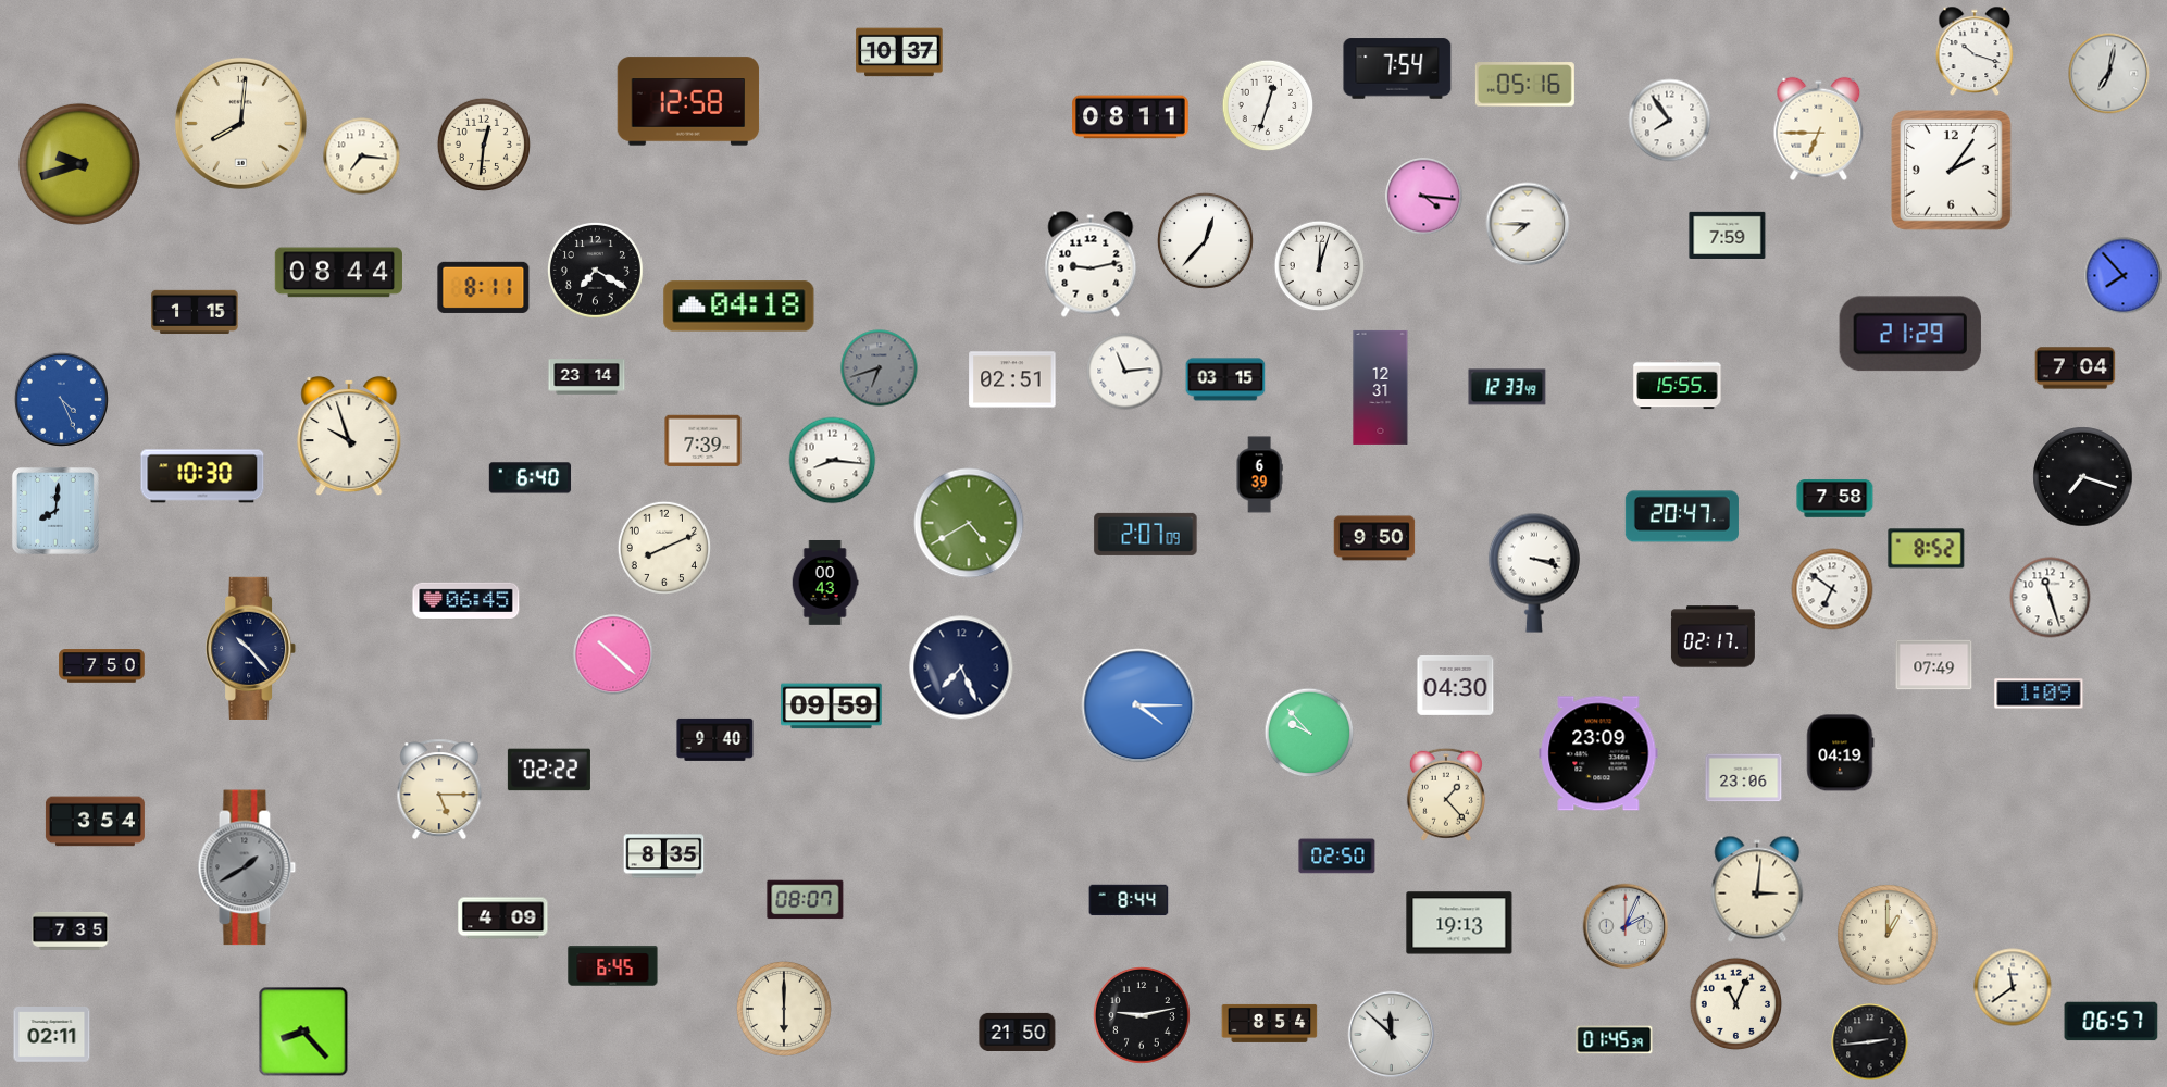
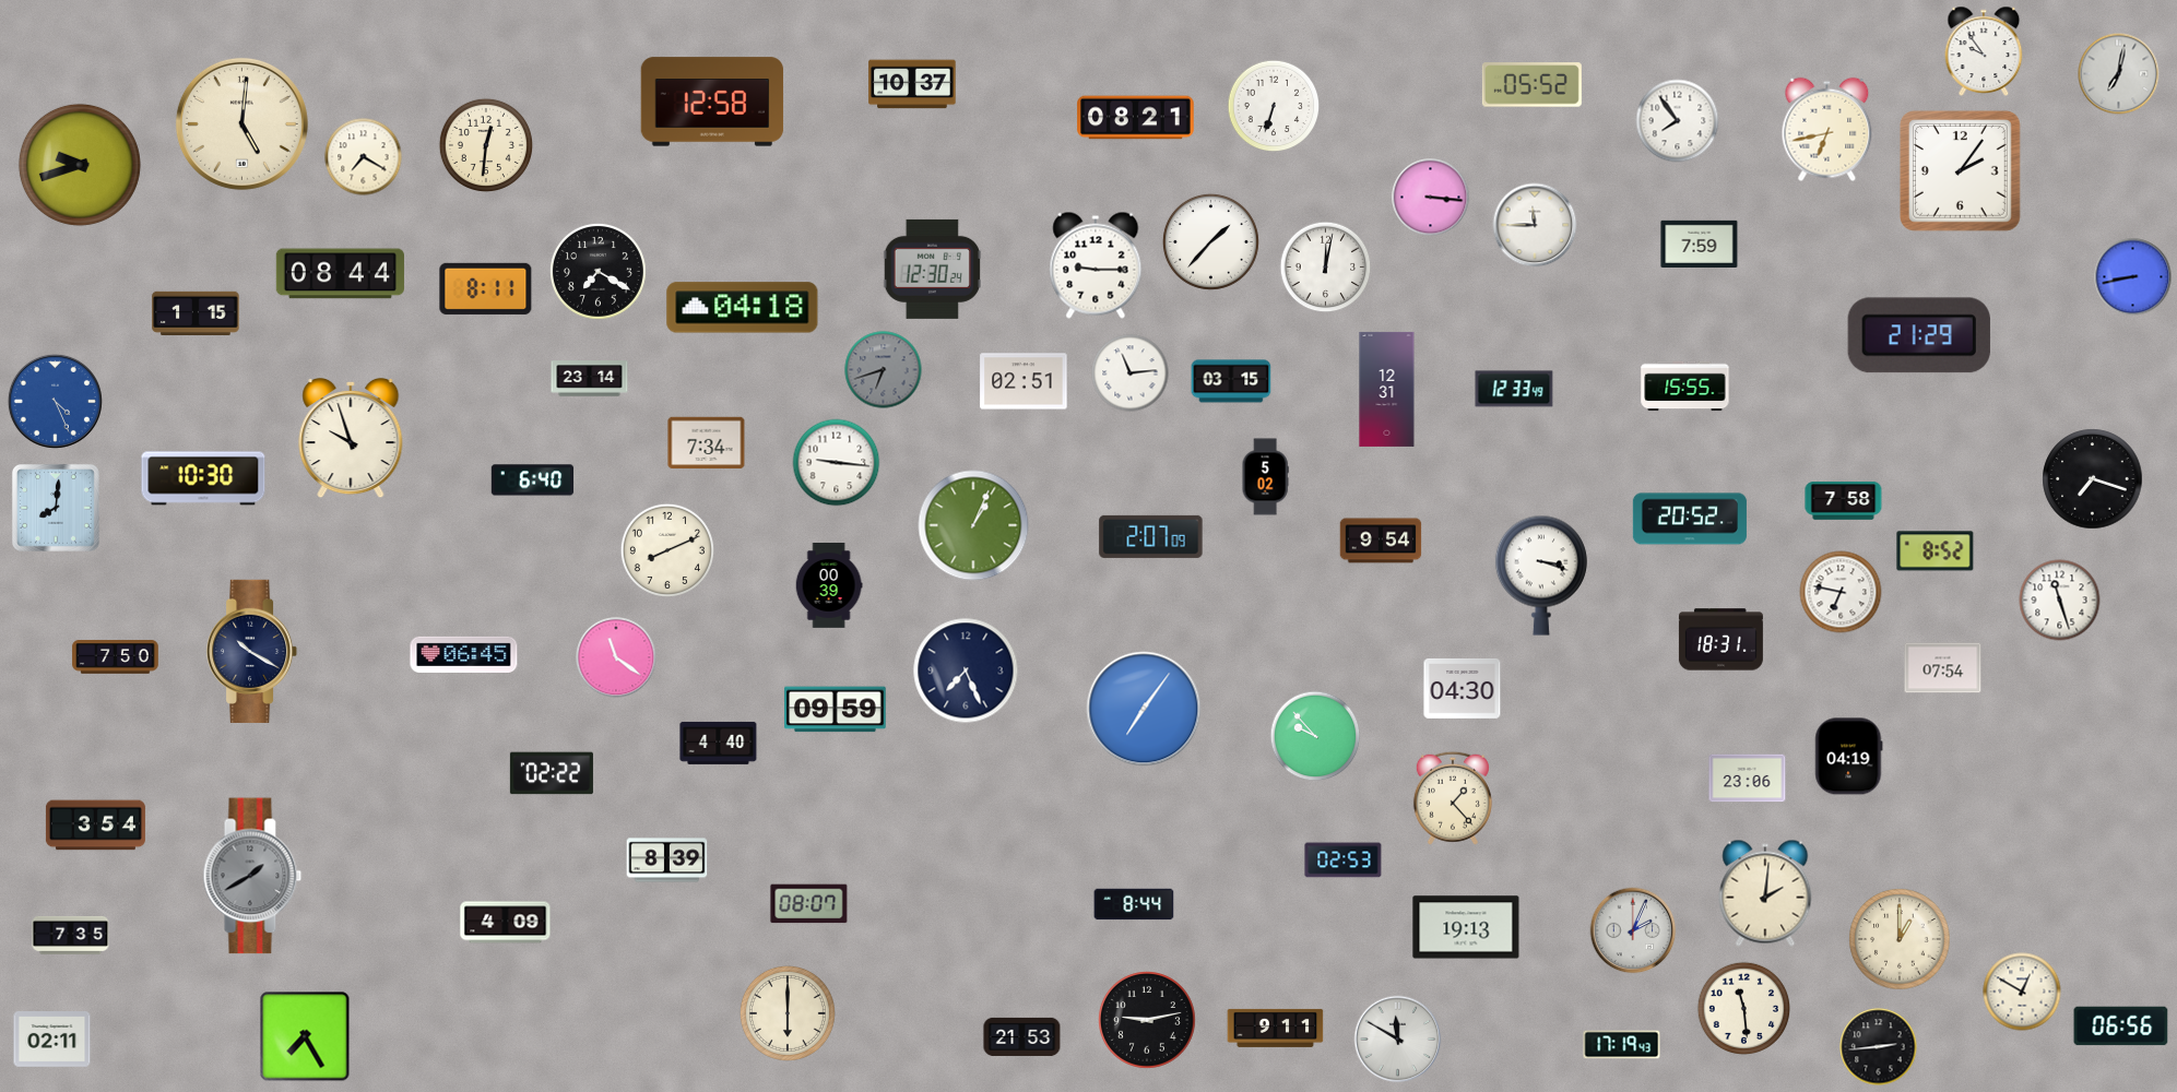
clock at (1975, 51): 10:18 -> 9:54
clock at (899, 52) position: (899, 52) -> (912, 84)
clock at (1397, 68): 7:54 -> none
clock at (1524, 85): 05:16 -> 05:52
clock at (688, 101) position: (688, 101) -> (712, 102)
clock at (1268, 105): 12:33 -> 6:33
clock at (1131, 117): 08:11 -> 08:21
clock at (240, 123): 8:01 -> 5:01
clock at (1819, 129): 6:45 -> 6:43
clock at (362, 157): 7:16 -> 7:20
clock at (1424, 197): 4:16 -> 3:16
clock at (1528, 224): 7:45 -> 11:45
clock at (1728, 235) position: (1728, 235) -> (1700, 244)
clock at (1205, 240): 12:37 -> 1:37
clock at (1091, 264): 9:13 -> 9:15
clock at (1320, 266): 12:03 -> 12:02
clock at (932, 269): none -> 12:30
clock at (2124, 276): 7:53 -> 8:43
clock at (2076, 368): 7:04 -> none
clock at (1012, 379) position: (1012, 379) -> (1024, 381)
clock at (61, 399) position: (61, 399) -> (55, 401)
clock at (703, 441): 7:39 -> 7:34
clock at (833, 461): 8:16 -> 9:16
clock at (1259, 475): 6:39 -> 5:02
clock at (55, 511) position: (55, 511) -> (56, 508)
clock at (1682, 516): 20:47 -> 20:52
clock at (969, 523): 4:40 -> 1:04
clock at (1374, 538): 9:50 -> 9:54
clock at (825, 583): 00:43 -> 00:39
clock at (1832, 589): 6:51 -> 6:47
clock at (466, 600) position: (466, 600) -> (464, 654)
clock at (1713, 637): 02:17 -> 18:31
clock at (251, 648): 10:23 -> 10:20
clock at (613, 654): 10:22 -> 11:21
clock at (1934, 665): 07:49 -> 07:54
clock at (102, 666) position: (102, 666) -> (116, 657)
clock at (2039, 694): 1:09 -> none
clock at (1138, 705): 4:15 -> 7:06
clock at (715, 739): 9:40 -> 4:40
clock at (1598, 753): 23:09 -> none
clock at (1744, 778) position: (1744, 778) -> (1748, 779)
clock at (439, 789): 5:15 -> none
clock at (664, 857): 8:35 -> 8:39
clock at (1337, 857): 02:50 -> 02:53
clock at (247, 867) position: (247, 867) -> (252, 876)
clock at (1757, 889): 3:01 -> 2:01
clock at (1888, 935) position: (1888, 935) -> (1900, 939)
clock at (613, 966): 6:45 -> none
clock at (2013, 987): 11:39 -> 12:50
clock at (1735, 1003): 11:04 -> 11:29
clock at (2112, 1022): 06:57 -> 06:56
clock at (1270, 1023): 8:54 -> 9:11
clock at (303, 1032): 8:23 -> 7:25
clock at (1018, 1032): 21:50 -> 21:53
clock at (1392, 1035): 11:52 -> 11:50
clock at (1615, 1040): 01:45 -> 17:19
